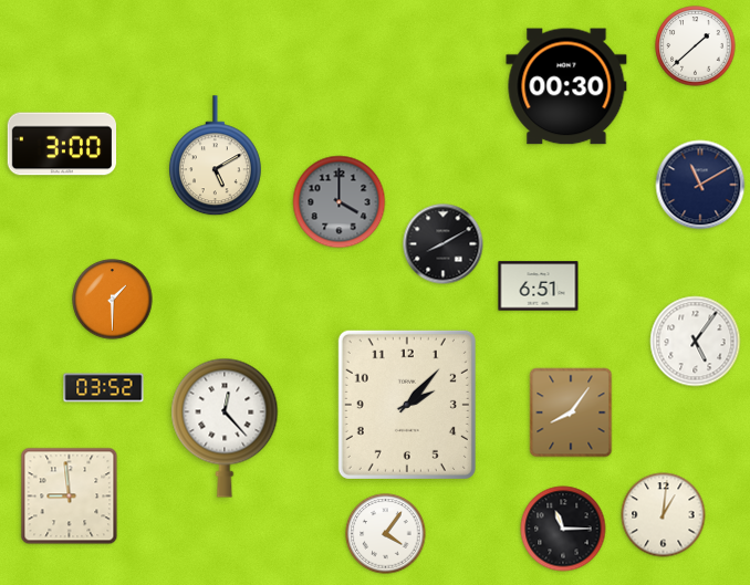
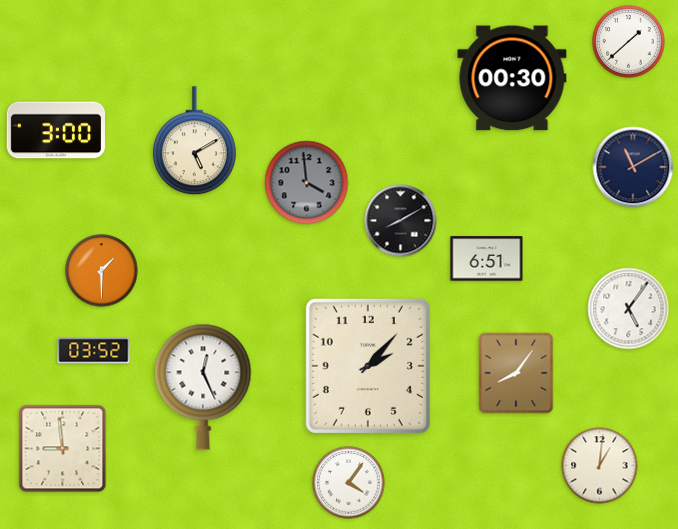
clock at (340, 202): 4:00 -> 3:59
clock at (225, 428): 12:23 -> 12:26
clock at (563, 529): 11:15 -> none
